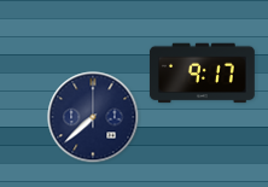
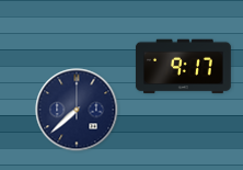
clock at (93, 117) position: (93, 117) -> (77, 110)
